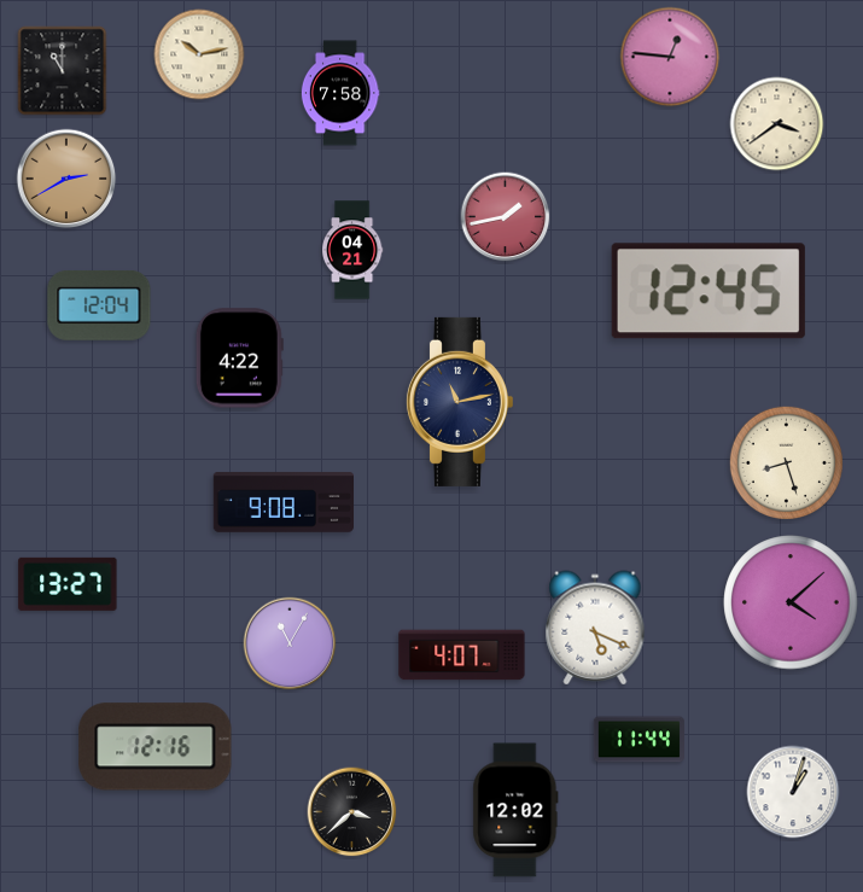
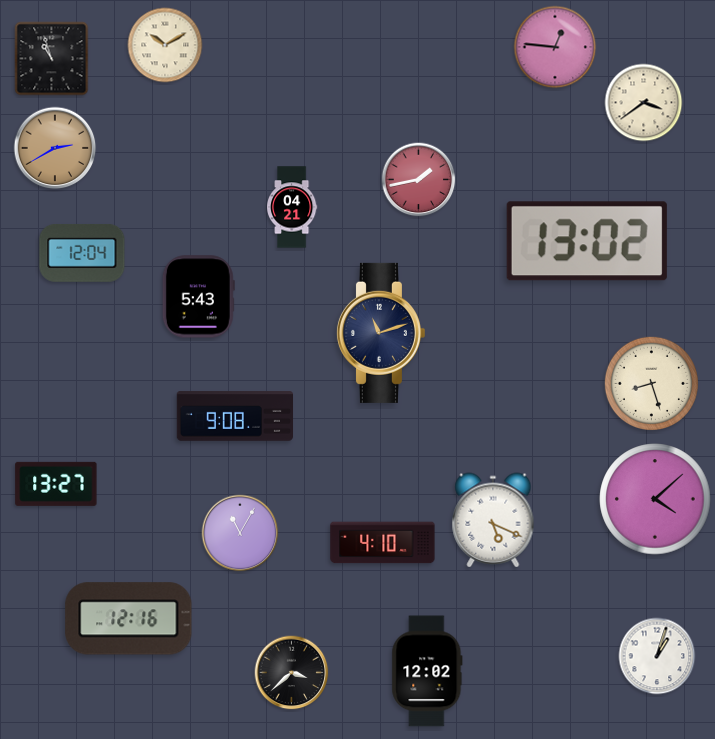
clock at (199, 54): 10:13 -> 10:10
clock at (63, 71): 11:00 -> 10:57
clock at (340, 93): 7:58 -> none
clock at (709, 291): 12:45 -> 13:02
clock at (239, 358): 4:22 -> 5:43
clock at (459, 402): 11:13 -> 11:12
clock at (462, 655): 4:07 -> 4:10
clock at (638, 740): 11:44 -> none
